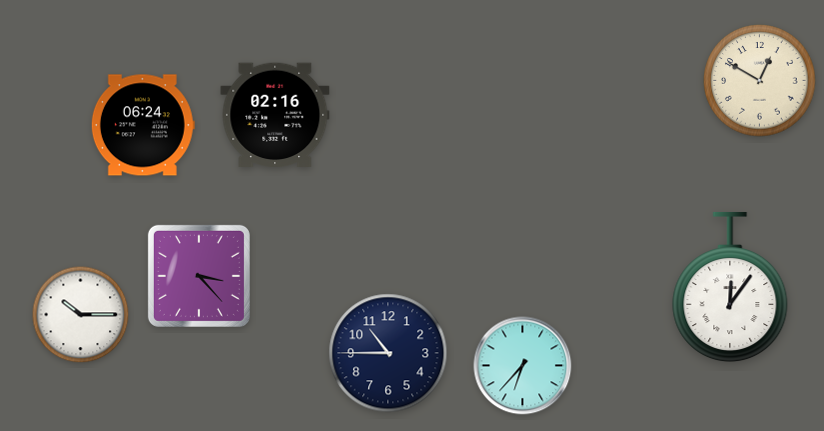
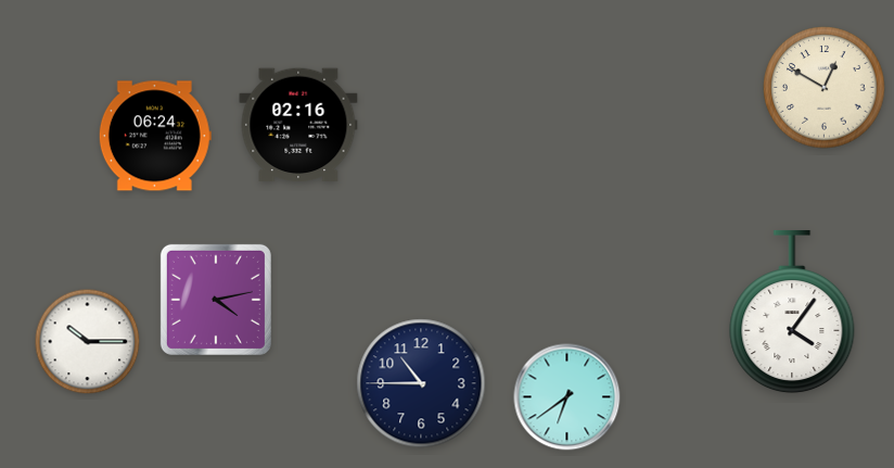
clock at (199, 276): 3:23 -> 4:13
clock at (730, 287): 12:06 -> 4:06
clock at (523, 366): 6:37 -> 6:39
